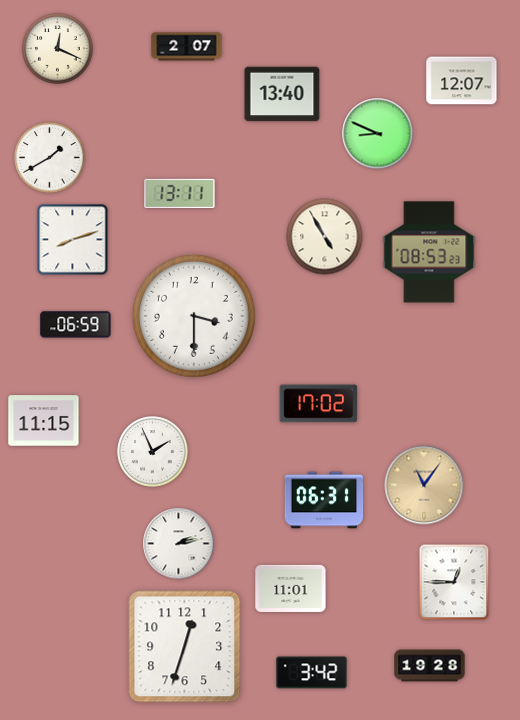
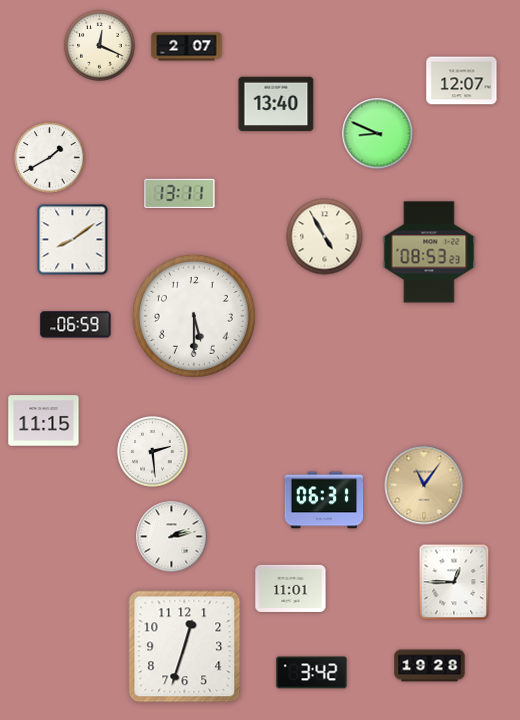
clock at (58, 49) position: (58, 49) -> (100, 46)
clock at (282, 94) position: (282, 94) -> (276, 104)
clock at (73, 240): 8:12 -> 8:09
clock at (194, 316): 3:30 -> 5:30
clock at (319, 404): 17:02 -> none
clock at (153, 452): 1:56 -> 2:29
clock at (179, 544) position: (179, 544) -> (172, 537)
